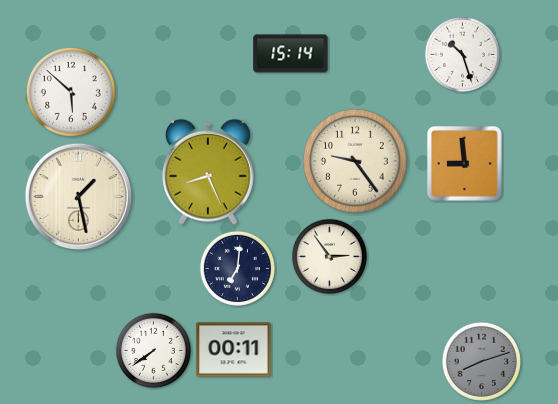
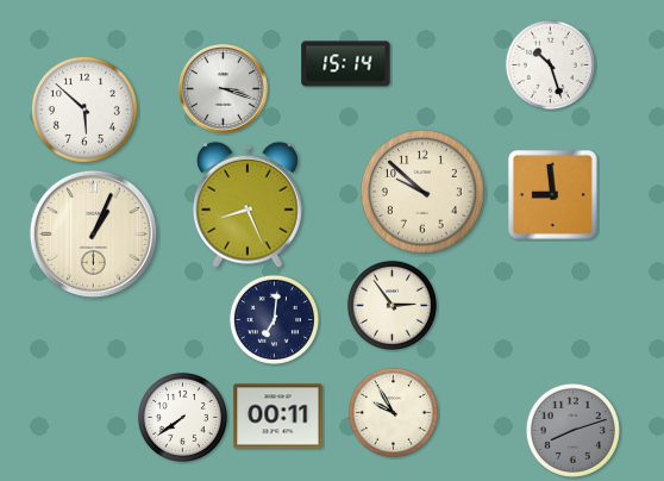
clock at (224, 89): none -> 3:18
clock at (356, 162): 9:24 -> 9:52
clock at (78, 196): 1:28 -> 1:04
clock at (237, 268) position: (237, 268) -> (274, 319)
clock at (393, 412): none -> 9:55
